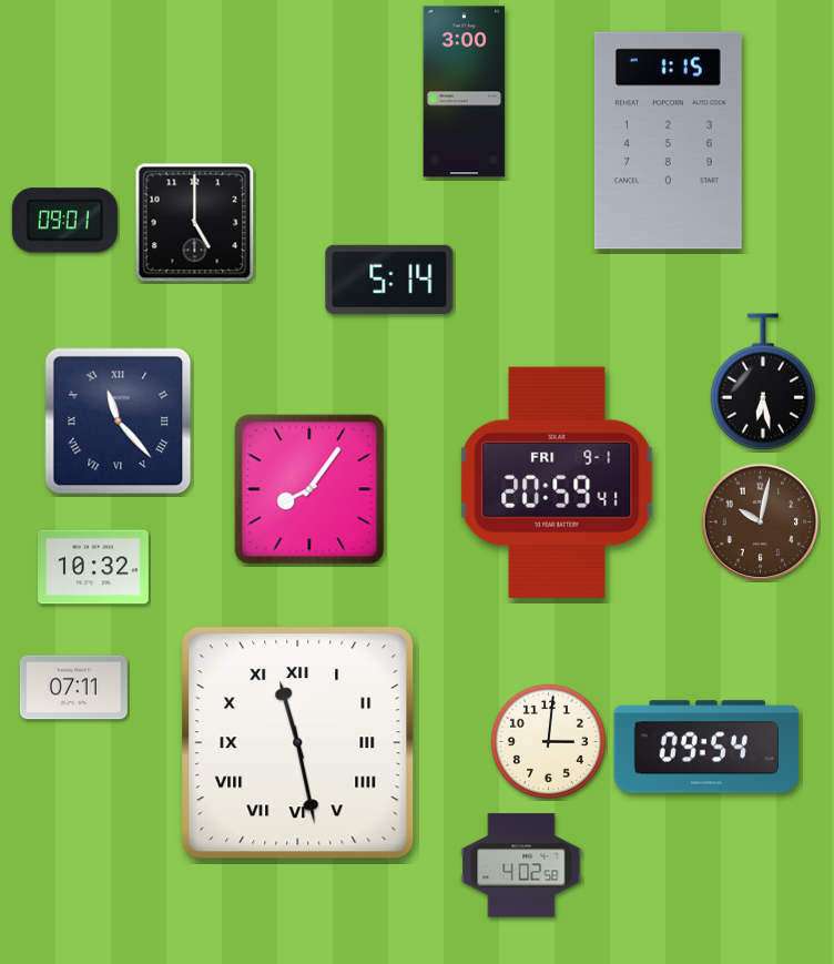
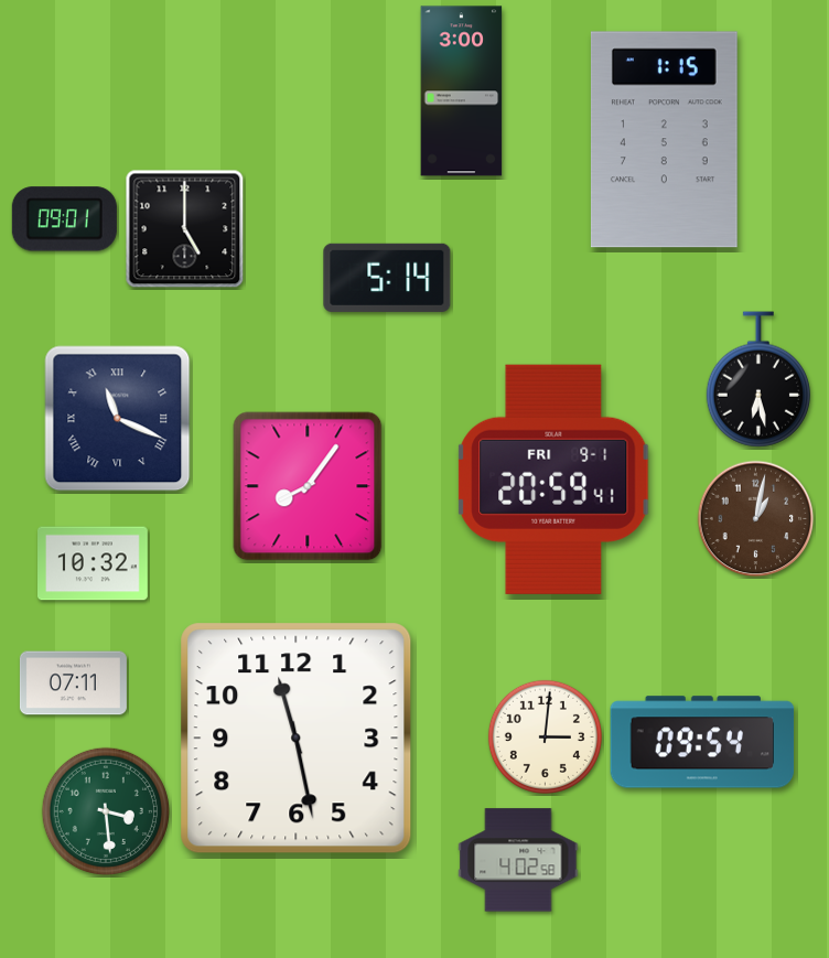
clock at (195, 223) position: (195, 223) -> (185, 229)
clock at (119, 422): 11:23 -> 11:19
clock at (761, 522): 10:02 -> 1:02
clock at (298, 743) numerals: Roman -> Arabic
clock at (106, 811): none -> 3:29
